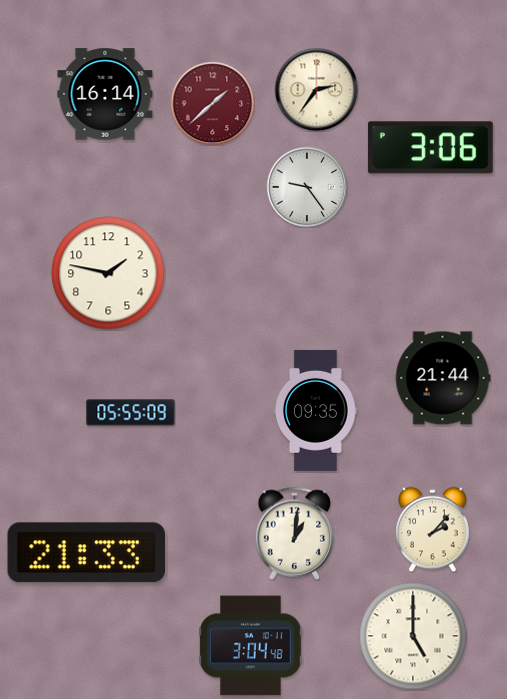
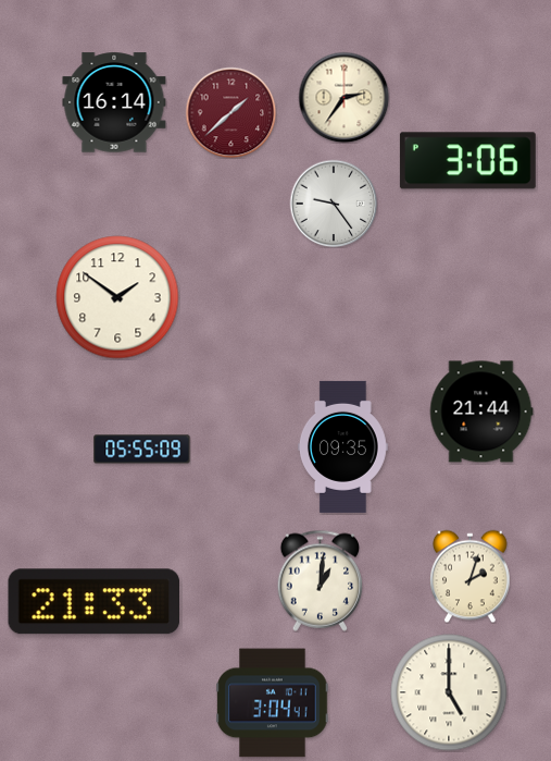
clock at (108, 273): 1:47 -> 1:51
clock at (433, 529): 2:07 -> 2:03
clock at (251, 646): 3:04:48 -> 3:04:41
